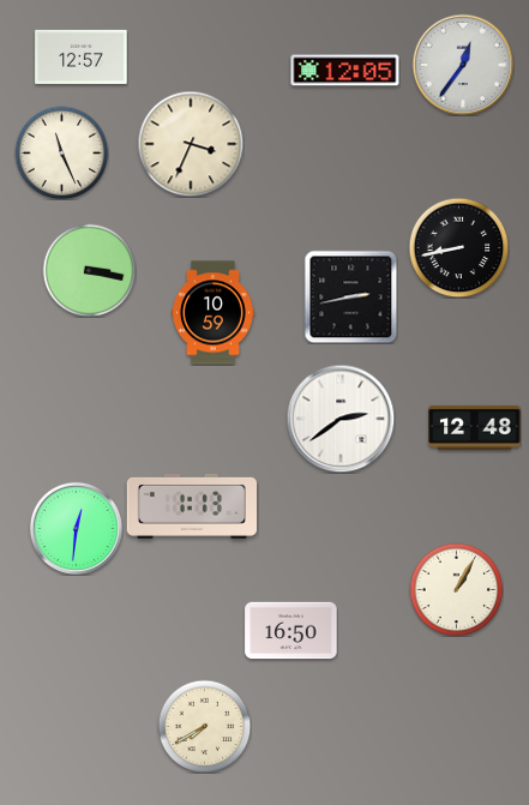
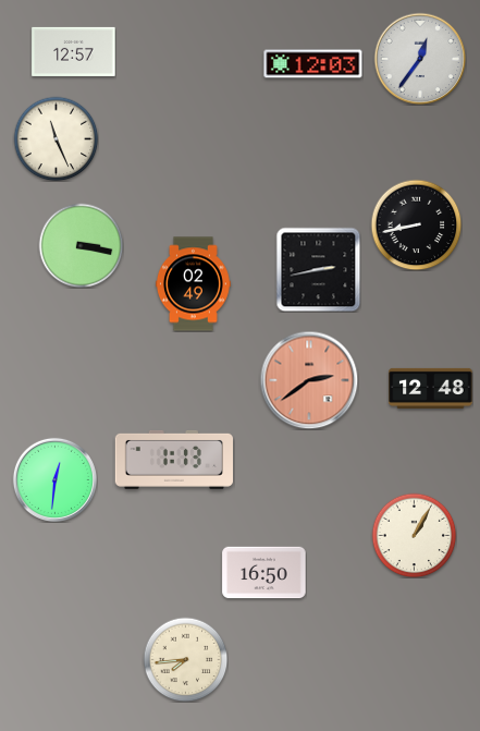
clock at (345, 71): 12:05 -> 12:03
clock at (191, 144): 3:34 -> none
clock at (212, 313): 10:59 -> 02:49
clock at (341, 419) dial: white -> salmon
clock at (76, 528) position: (76, 528) -> (54, 479)
clock at (204, 726): 7:40 -> 7:44
